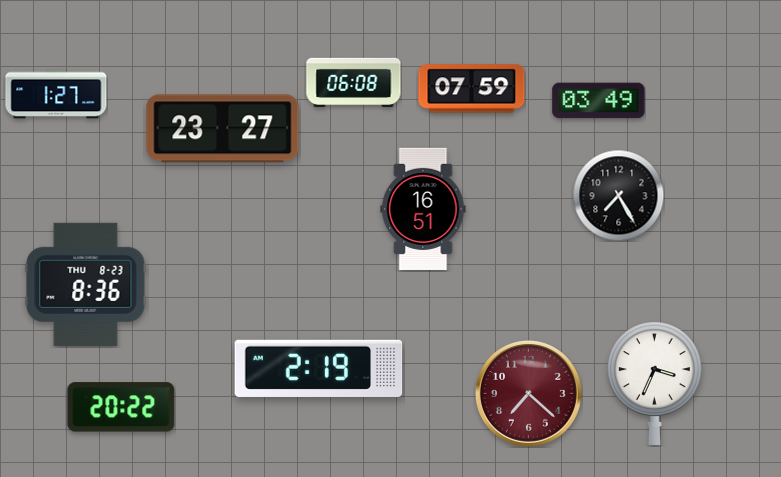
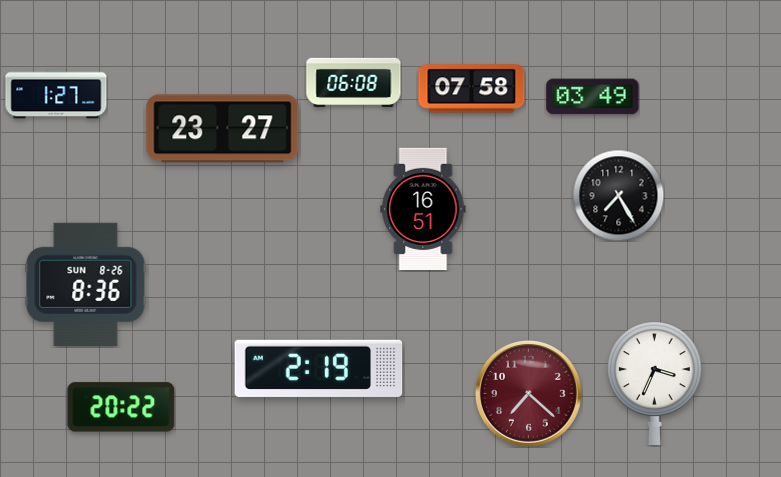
clock at (472, 89): 07:59 -> 07:58
clock at (599, 101) position: (599, 101) -> (593, 97)
clock at (86, 284) date: THU 8-23 -> SUN 8-26
